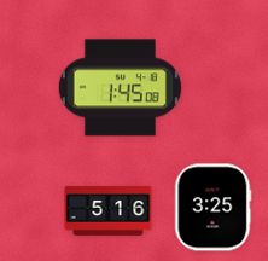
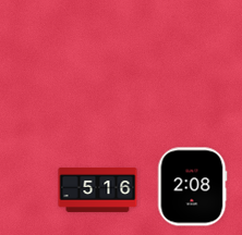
clock at (120, 88): 1:45 -> none
clock at (214, 208): 3:25 -> 2:08
